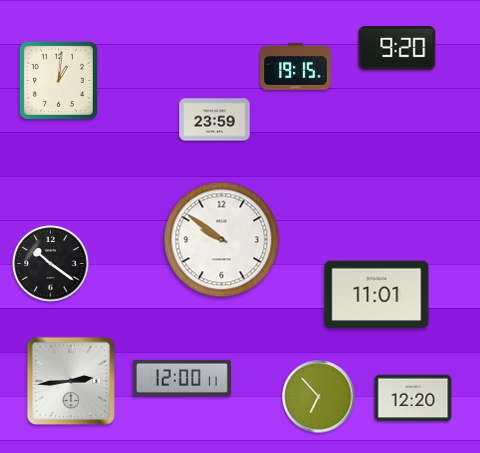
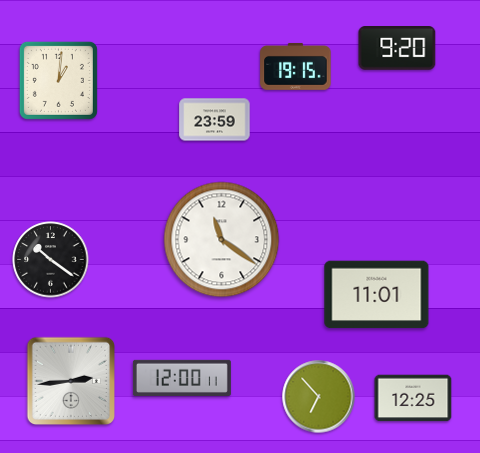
clock at (222, 240): 9:51 -> 11:21
clock at (51, 264) position: (51, 264) -> (51, 260)
clock at (413, 398): 12:20 -> 12:25
